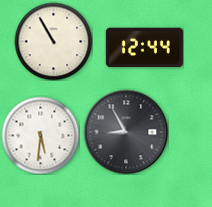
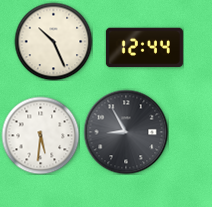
clock at (53, 41): 10:55 -> 10:26
